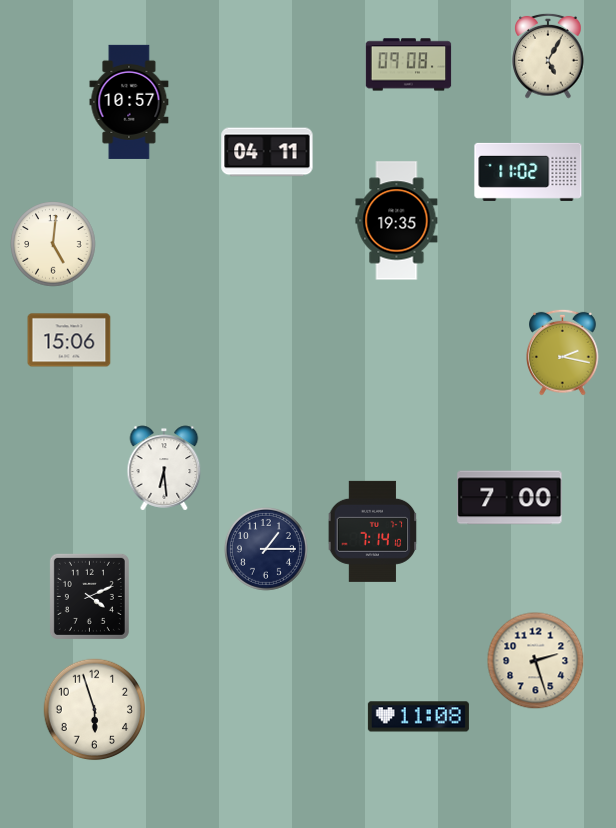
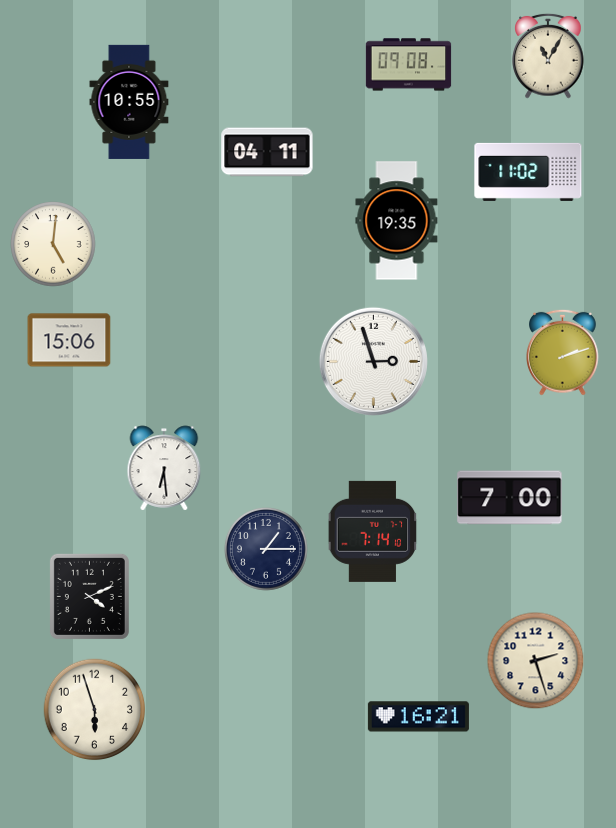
clock at (548, 56): 5:05 -> 11:05
clock at (129, 102): 10:57 -> 10:55
clock at (563, 352): 2:17 -> 2:12
clock at (373, 361): none -> 2:57
clock at (418, 717): 11:08 -> 16:21
